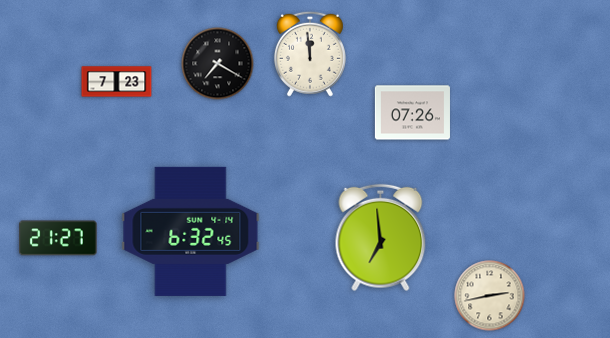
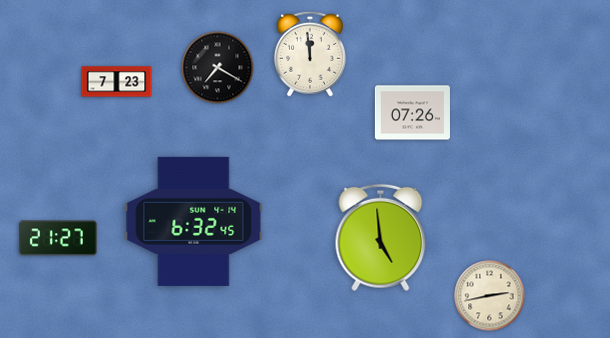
clock at (218, 64) position: (218, 64) -> (218, 68)
clock at (191, 231) position: (191, 231) -> (194, 221)
clock at (381, 238): 6:59 -> 4:59
